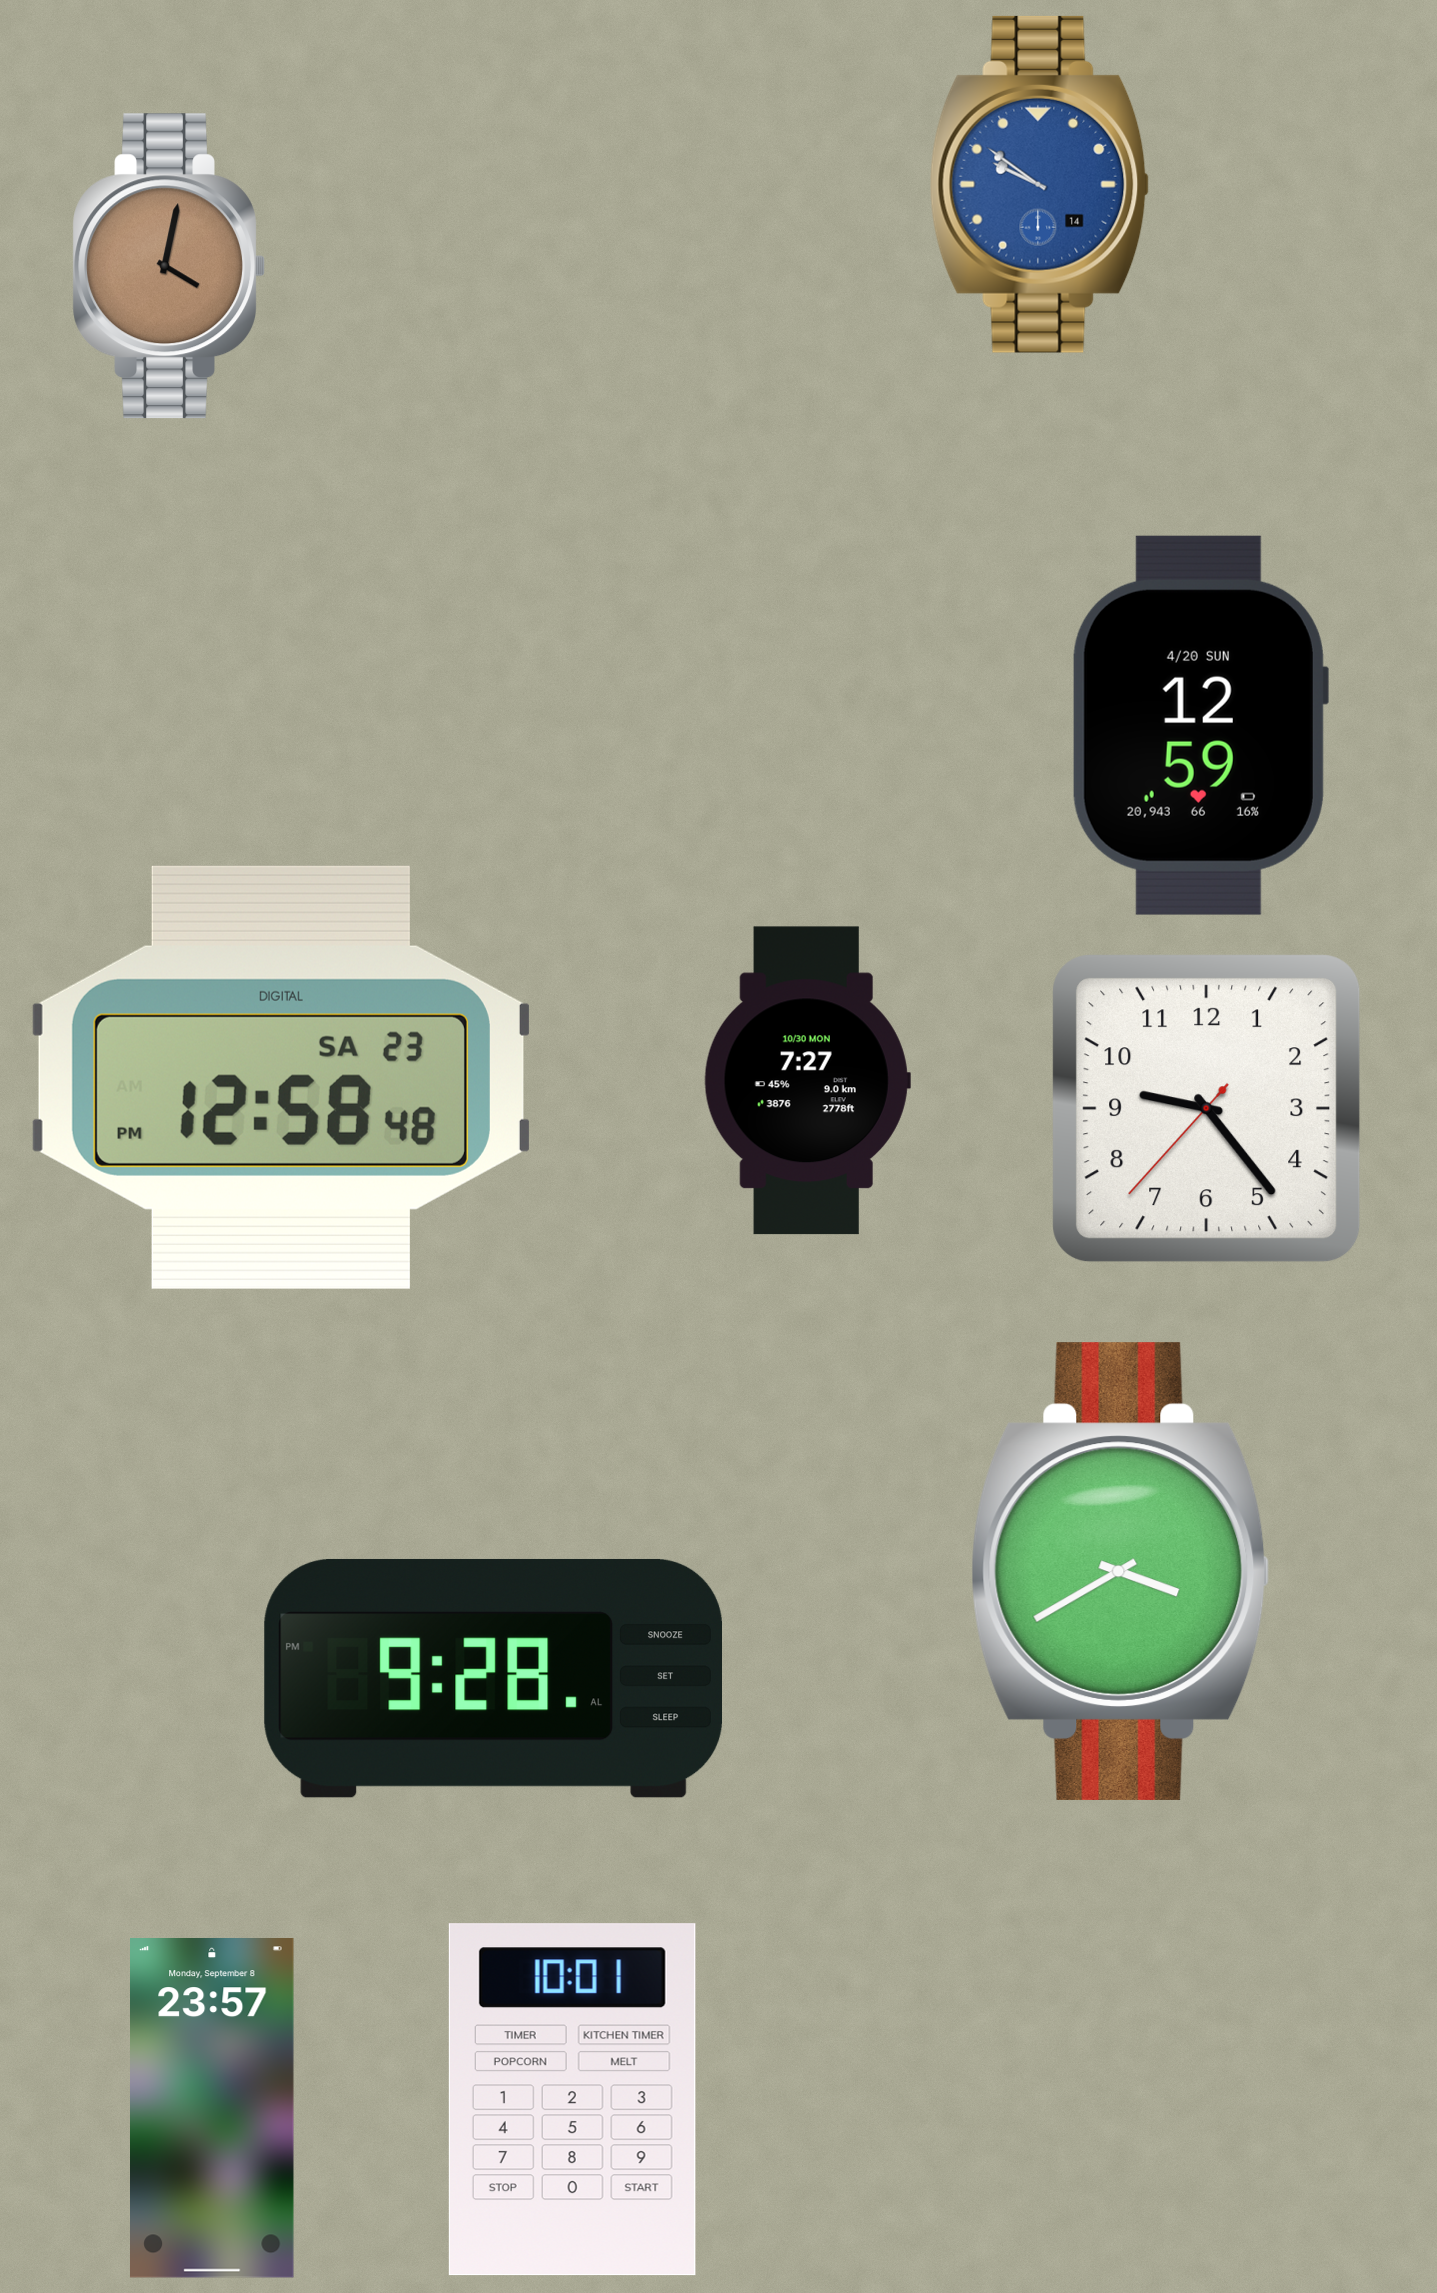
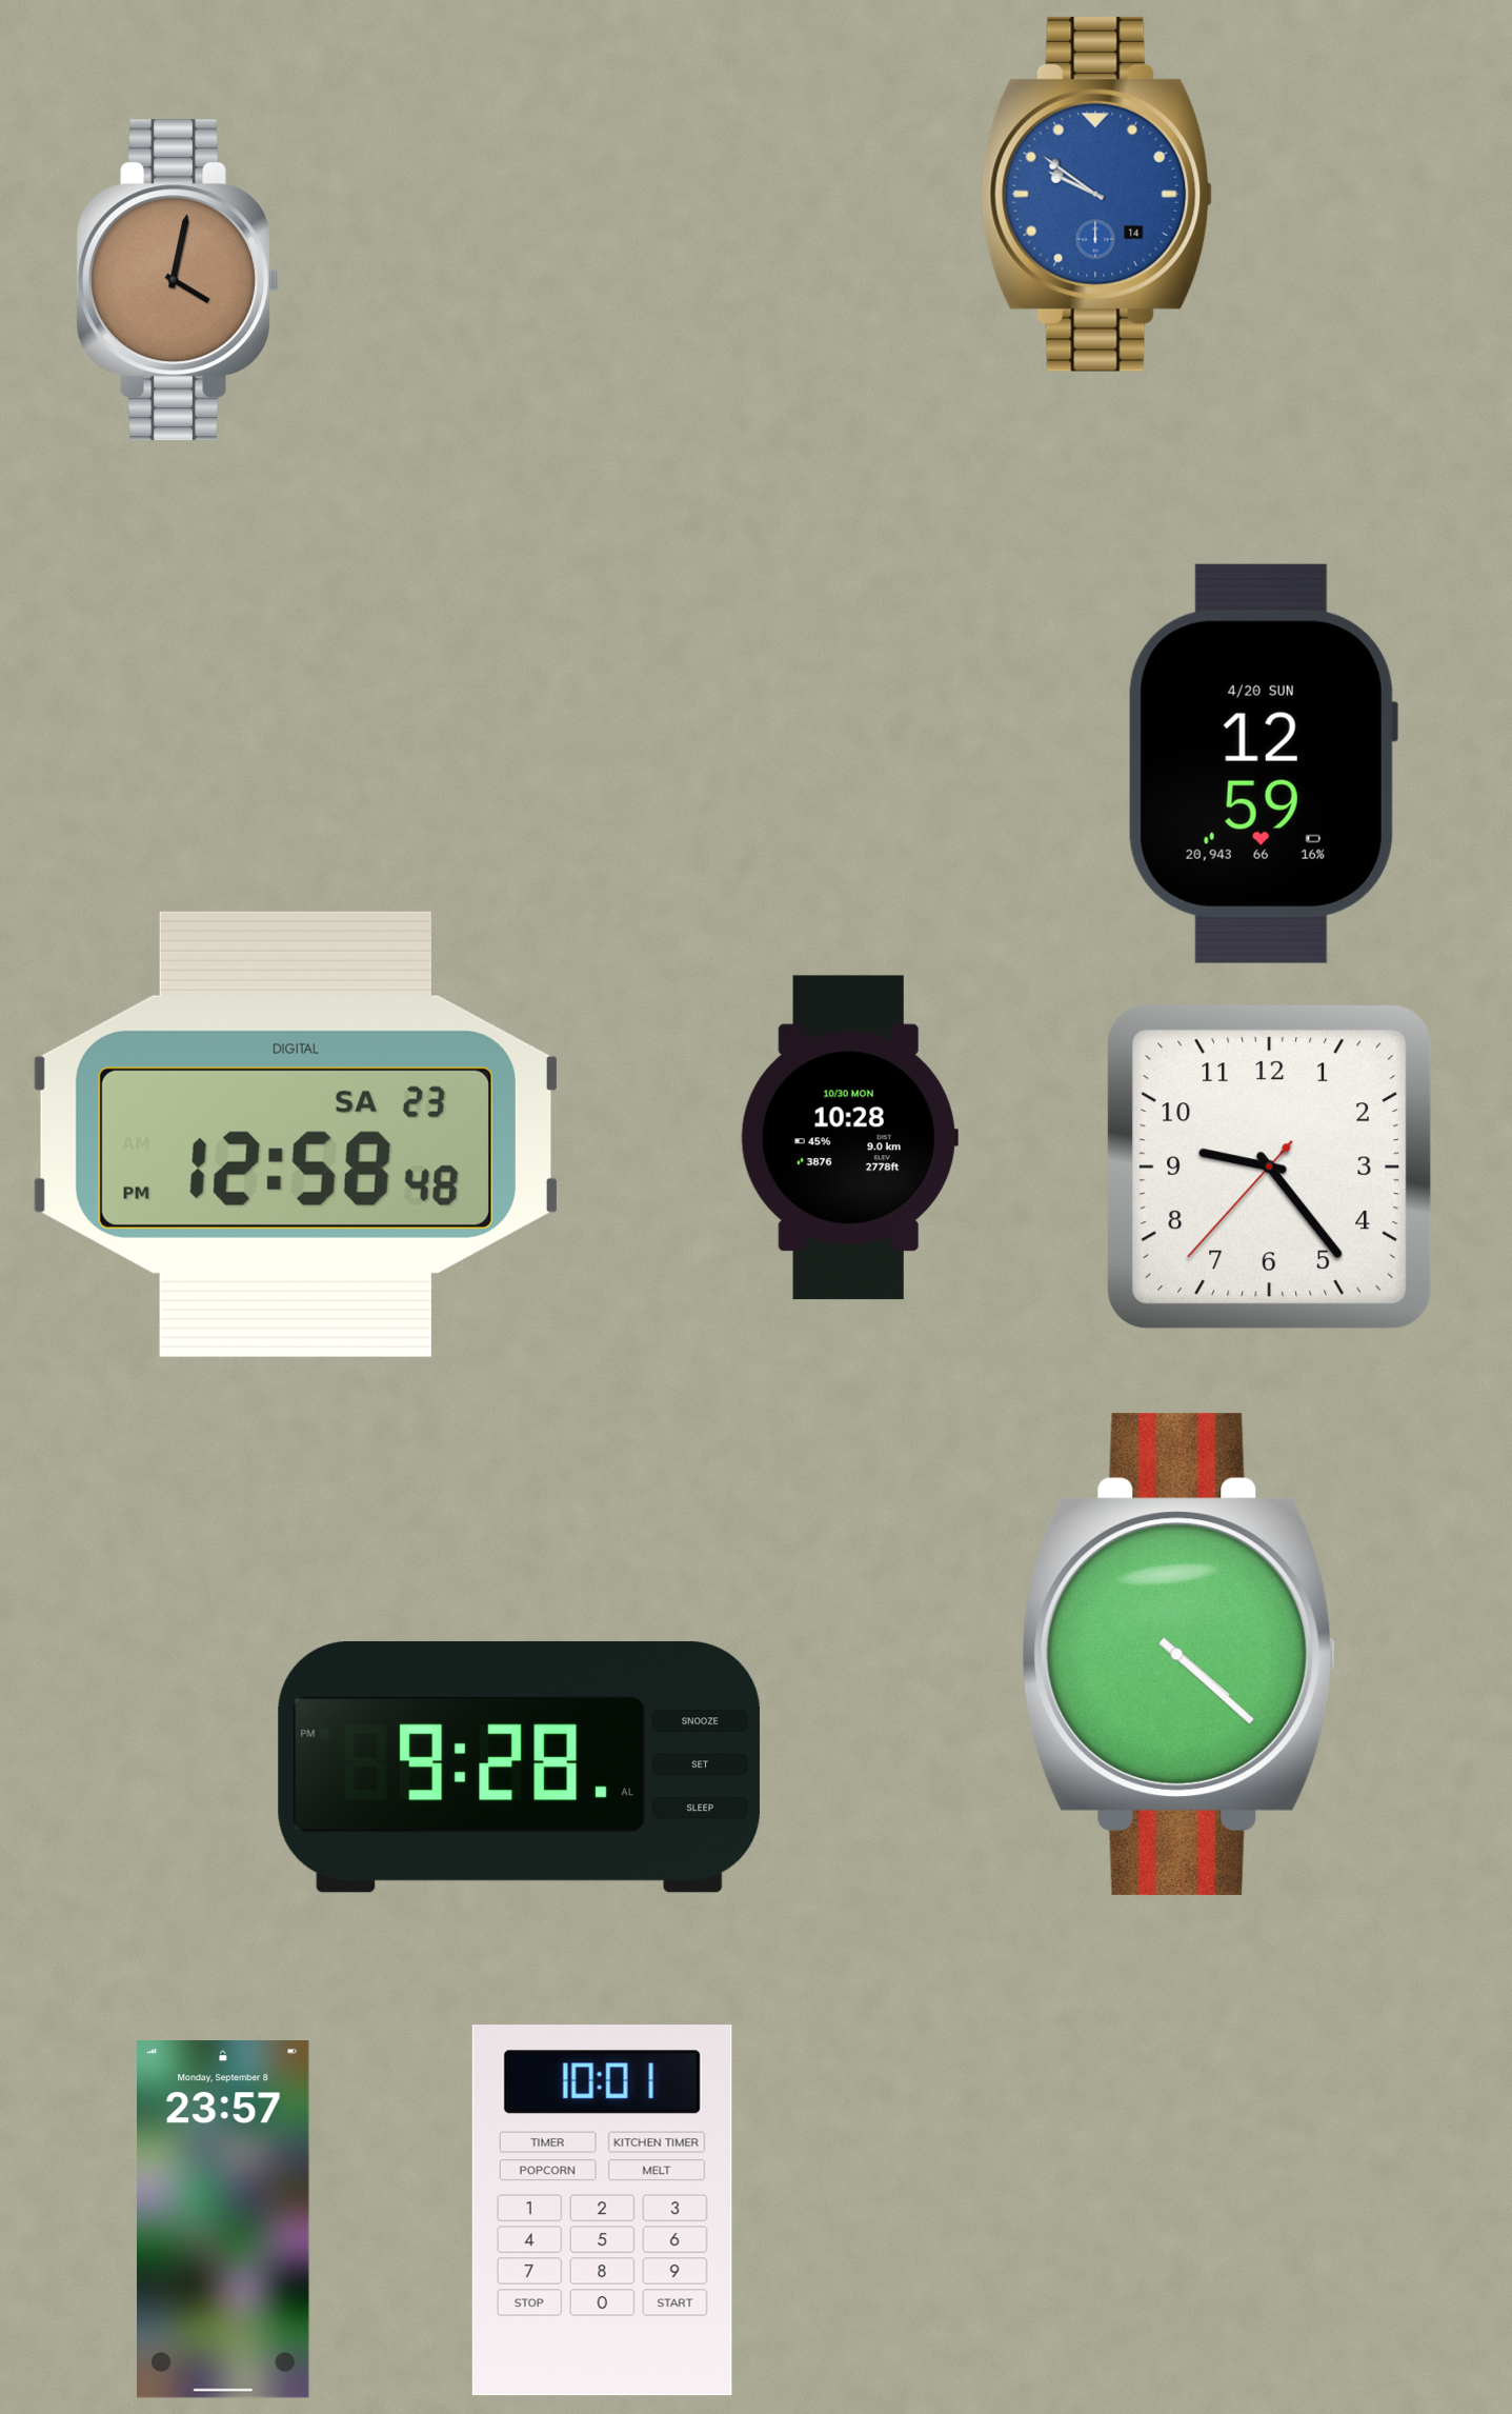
clock at (1040, 184) position: (1040, 184) -> (1097, 194)
clock at (807, 1081): 7:27 -> 10:28
clock at (1121, 1571): 3:40 -> 4:22
